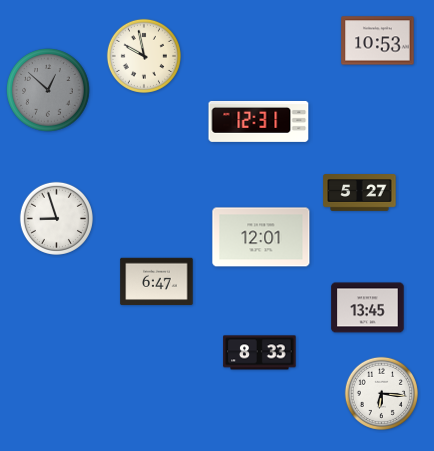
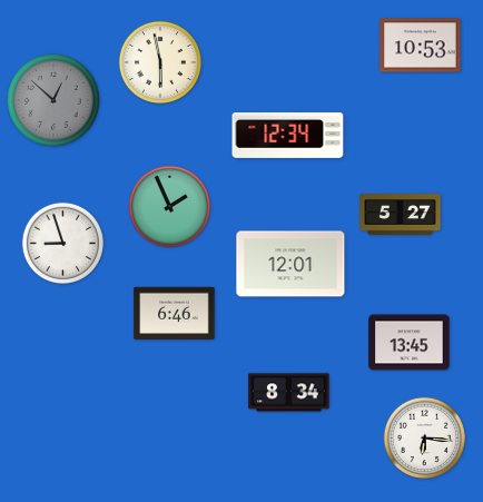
clock at (144, 56): 9:58 -> 5:58
clock at (259, 121): 12:31 -> 12:34
clock at (169, 206): none -> 1:56
clock at (157, 282): 6:47 -> 6:46
clock at (260, 353): 8:33 -> 8:34
